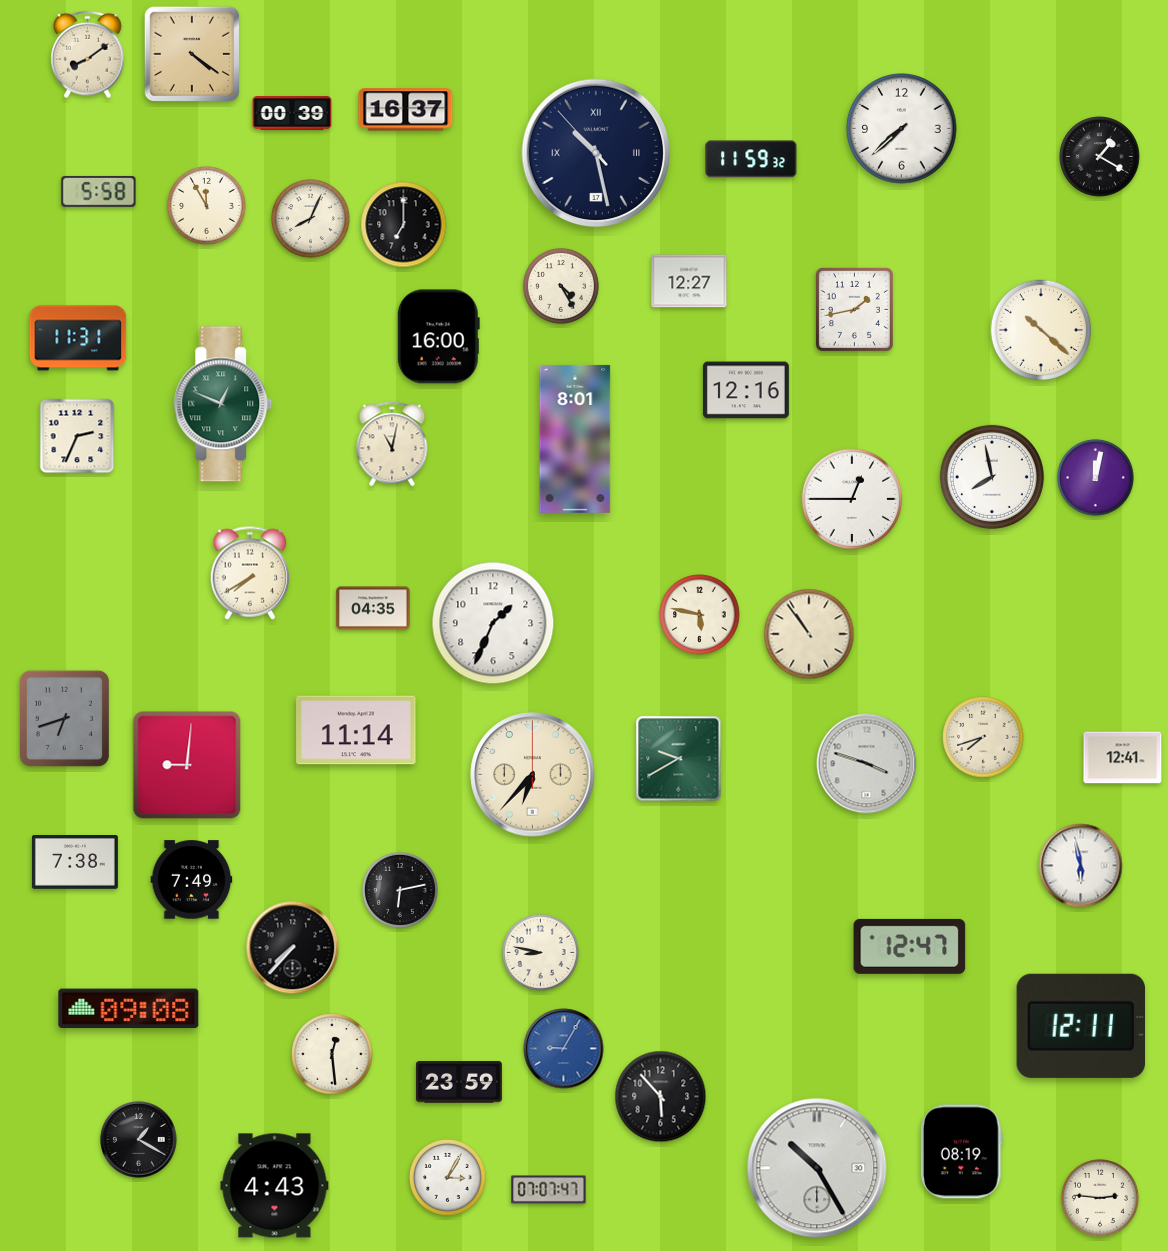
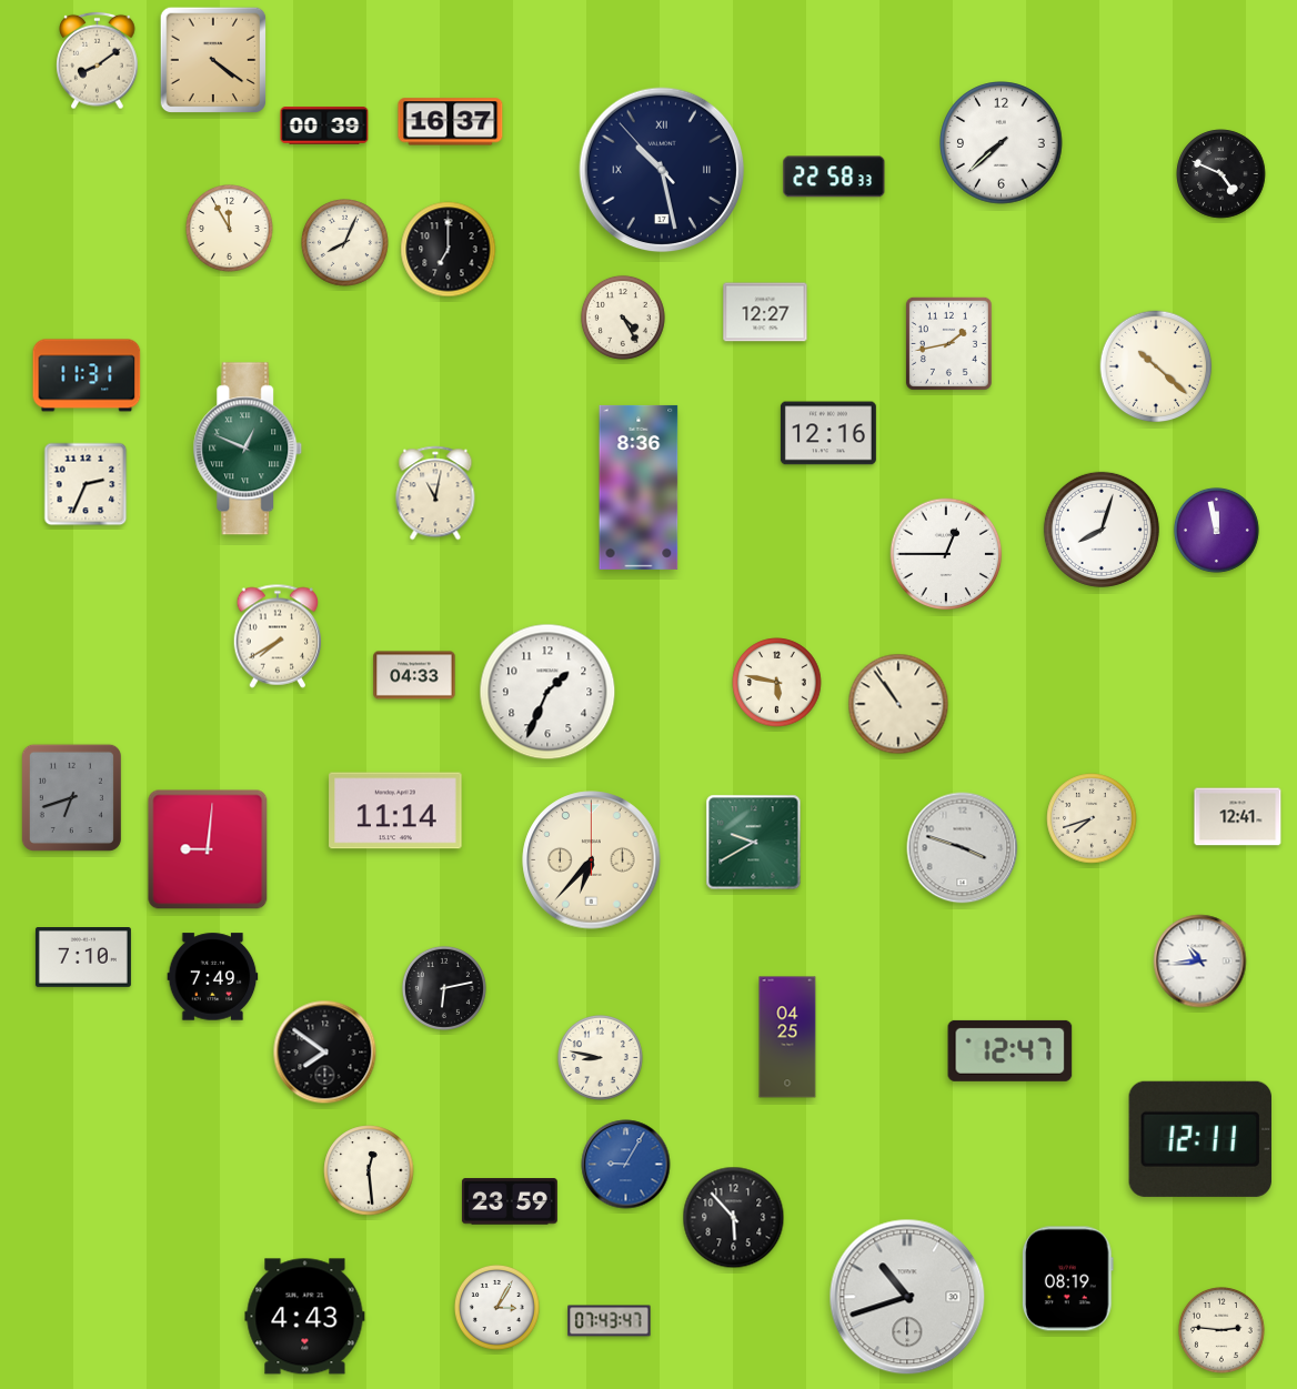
clock at (1100, 157): 1:20 -> 4:49
clock at (751, 159): 11:59 -> 22:58
clock at (99, 191): 5:58 -> none
clock at (438, 337): 16:00 -> none
clock at (575, 439): 8:01 -> 8:36
clock at (992, 477): 7:58 -> 8:03
clock at (1095, 477): 12:02 -> 11:58
clock at (373, 608): 04:35 -> 04:33
clock at (1123, 758) position: (1123, 758) -> (1238, 817)
clock at (75, 863): 7:38 -> 7:10
clock at (1081, 866): 5:58 -> 10:44
clock at (787, 1037): none -> 04:25
clock at (293, 948): 7:37 -> 7:51
clock at (129, 1009): 09:08 -> none
clock at (139, 1140): 1:20 -> none
clock at (817, 1168): 10:25 -> 10:42
clock at (549, 1190): 07:07 -> 07:43
